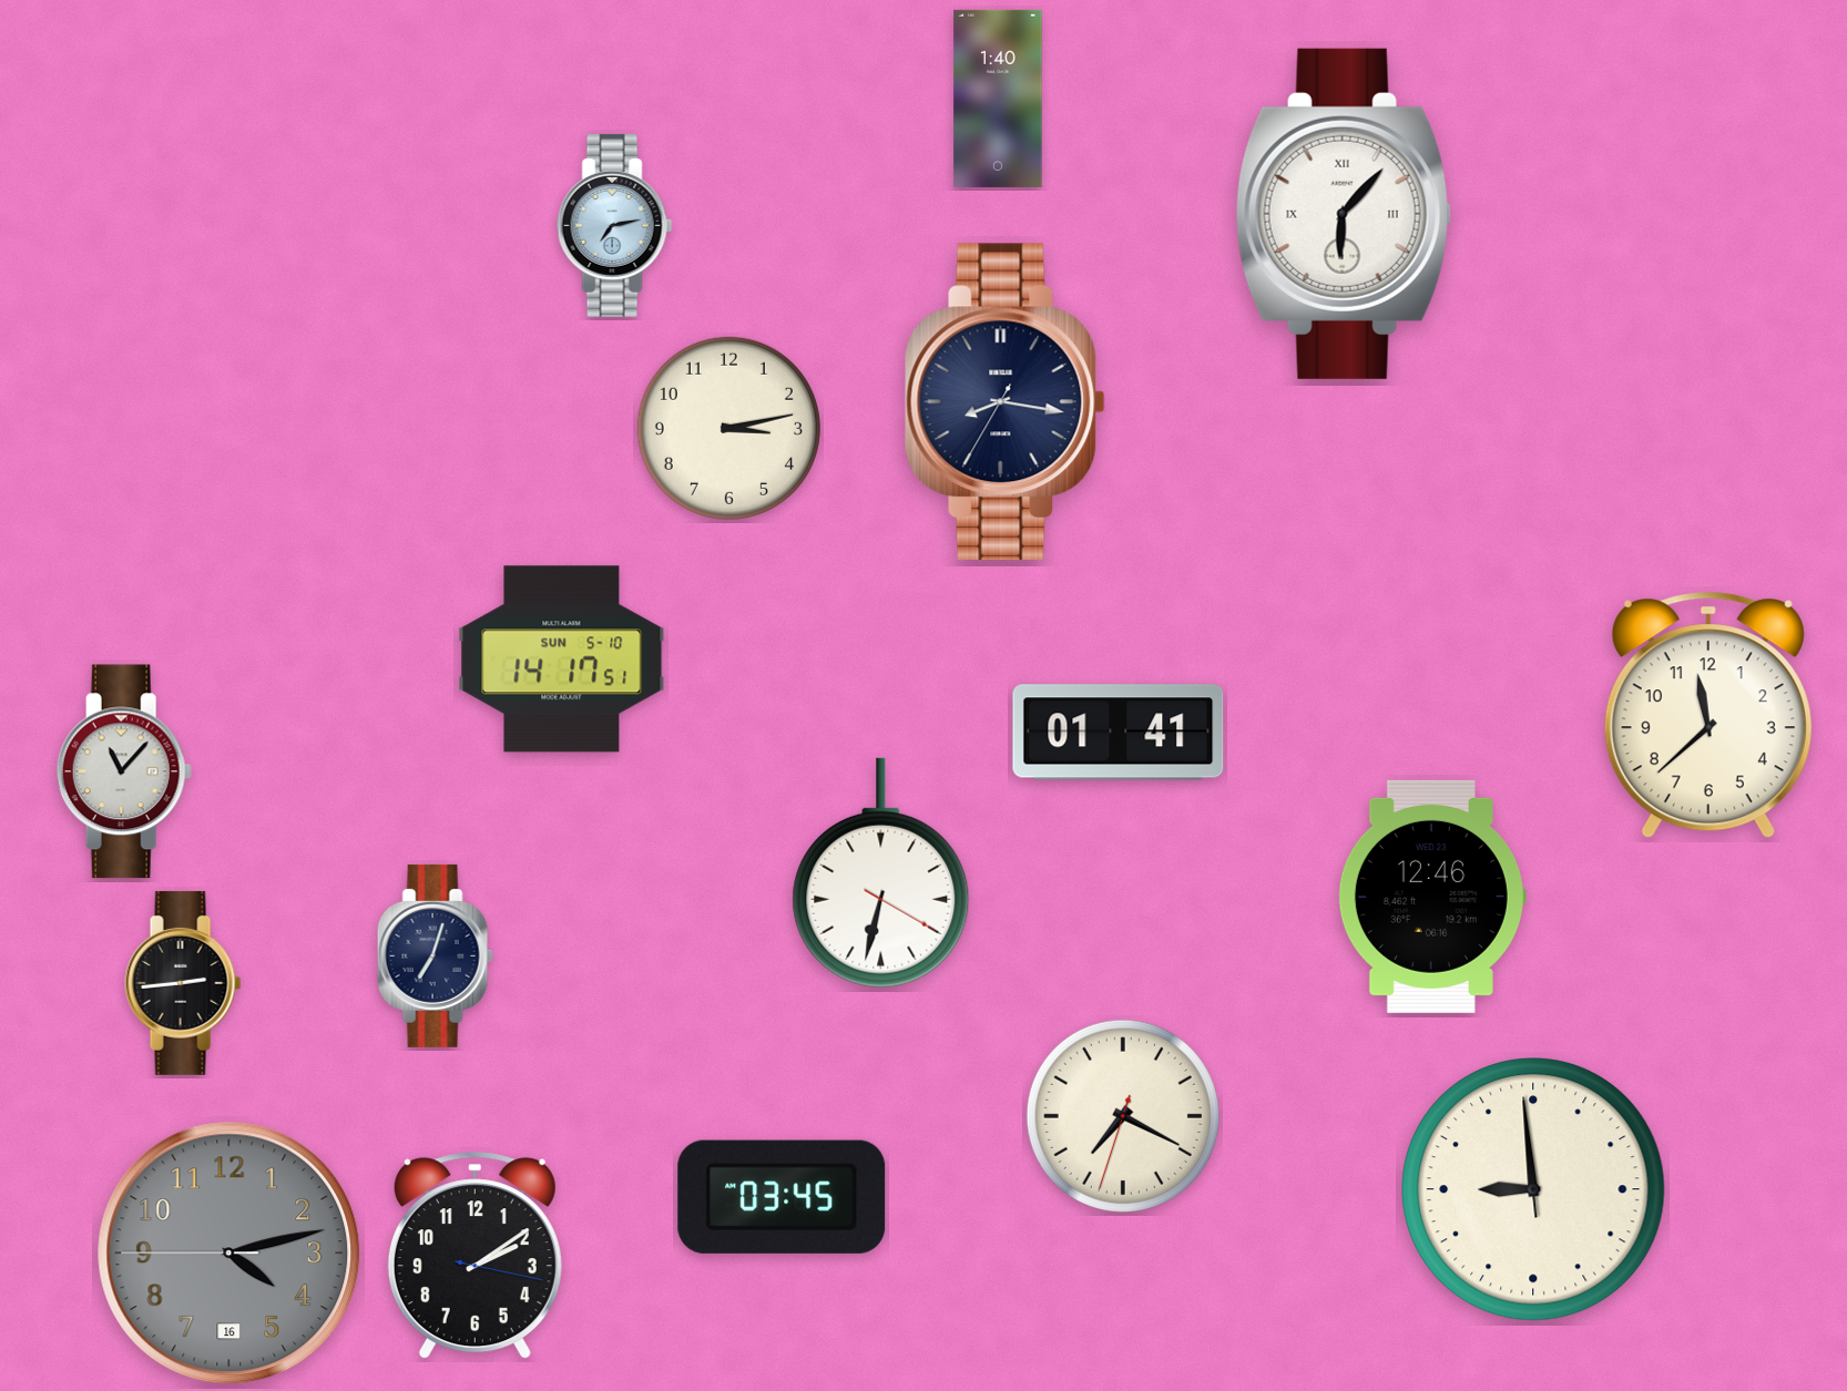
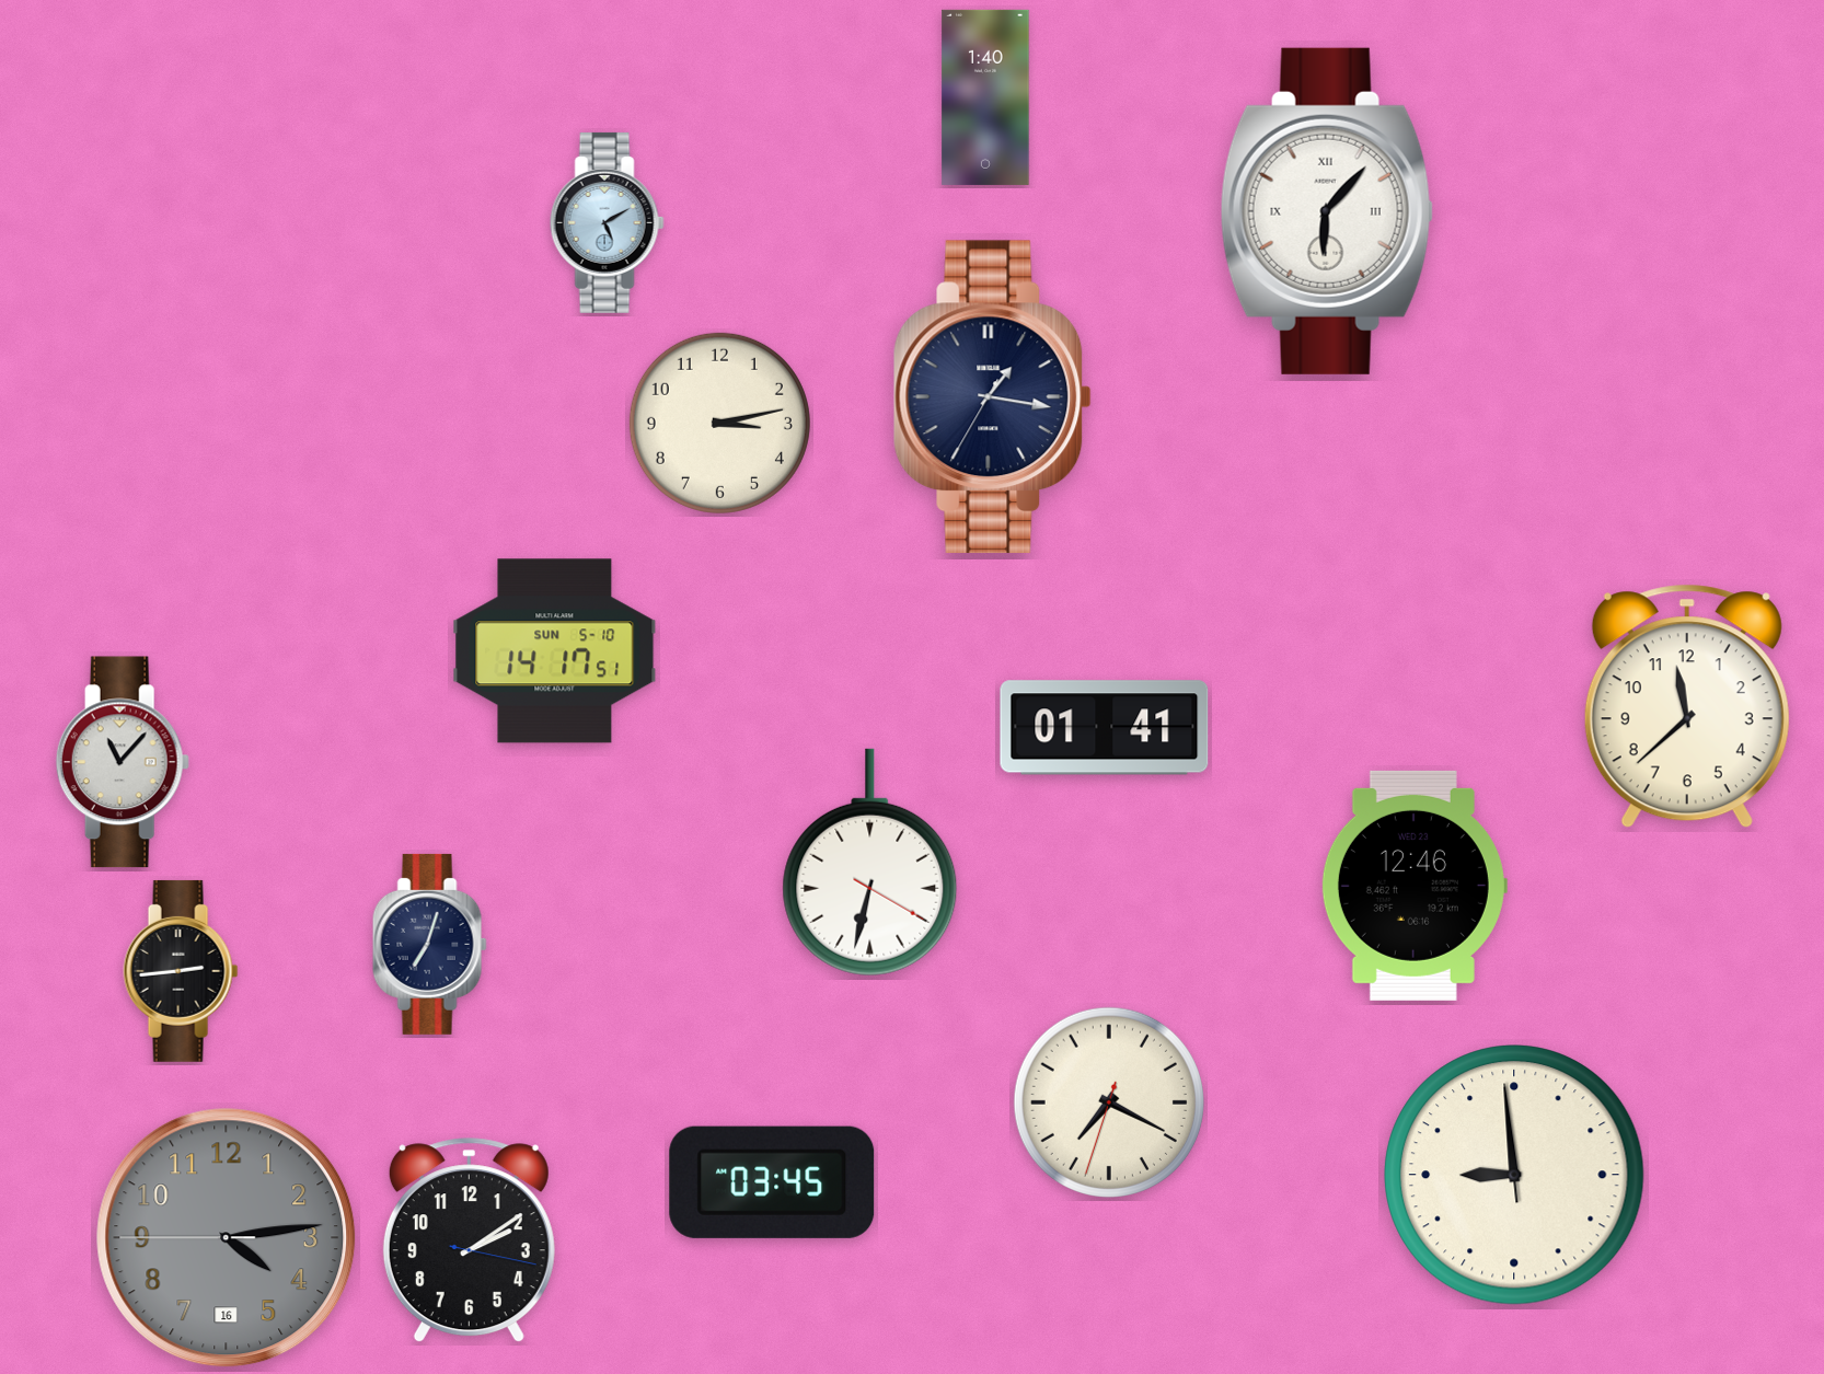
clock at (614, 225): 7:13 -> 5:10
clock at (1004, 402): 8:16 -> 1:16
clock at (1119, 733) position: (1119, 733) -> (1105, 728)
clock at (229, 1254): 4:12 -> 4:13
